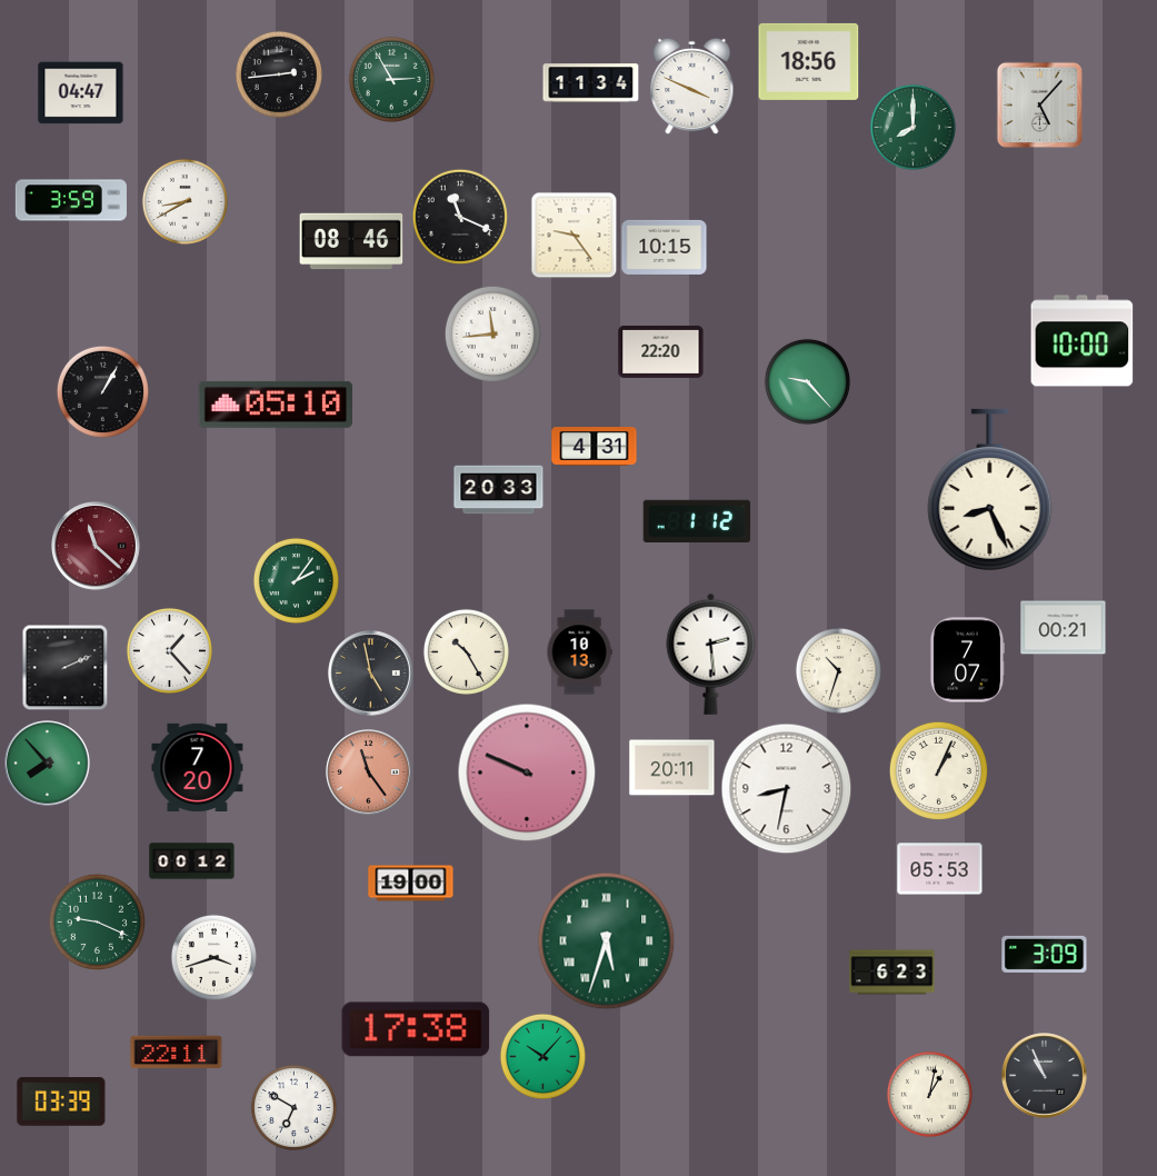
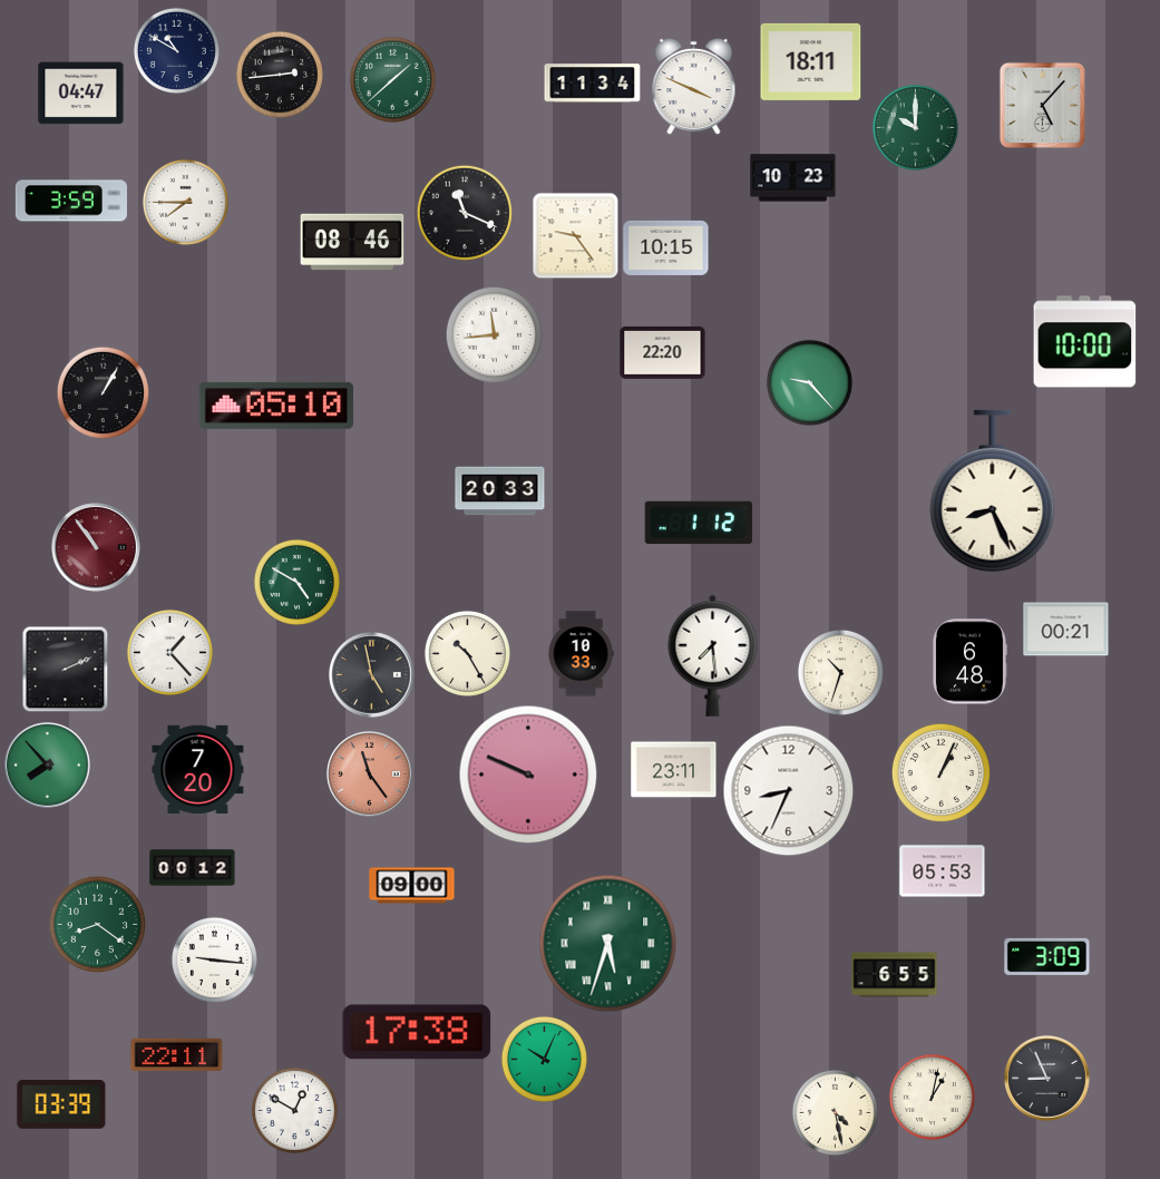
clock at (176, 50): none -> 10:50
clock at (809, 61): 18:56 -> 18:11
clock at (391, 79): 2:55 -> 1:38
clock at (912, 127): 8:00 -> 10:00
clock at (793, 178): none -> 10:23
clock at (184, 201): 8:40 -> 7:45
clock at (460, 217) position: (460, 217) -> (465, 213)
clock at (595, 447): 4:31 -> none
clock at (97, 547): 11:22 -> 10:54
clock at (296, 580): 2:06 -> 4:50
clock at (579, 652): 10:13 -> 10:33
clock at (711, 654): 2:29 -> 7:29
clock at (967, 660): 7:07 -> 6:48
clock at (672, 768): 20:11 -> 23:11
clock at (787, 789): 8:32 -> 8:34
clock at (192, 861) position: (192, 861) -> (193, 868)
clock at (411, 884): 19:00 -> 09:00
clock at (97, 921): 9:19 -> 8:21
clock at (213, 957): 3:42 -> 9:16
clock at (892, 973): 6:23 -> 6:55
clock at (542, 1056): 10:07 -> 10:04
clock at (1045, 1076): 10:56 -> 8:56
clock at (293, 1107): 6:50 -> 12:50
clock at (835, 1112): none -> 4:28
